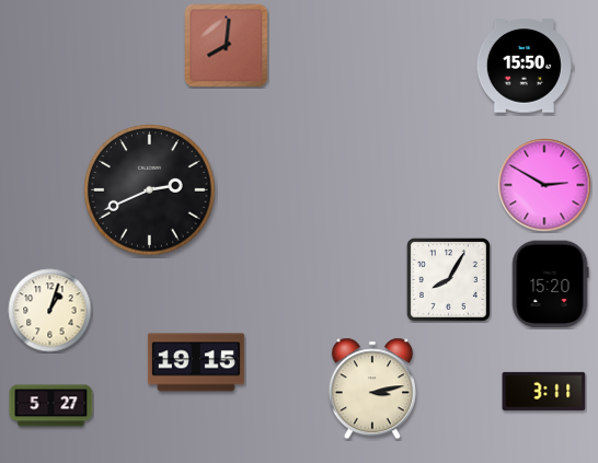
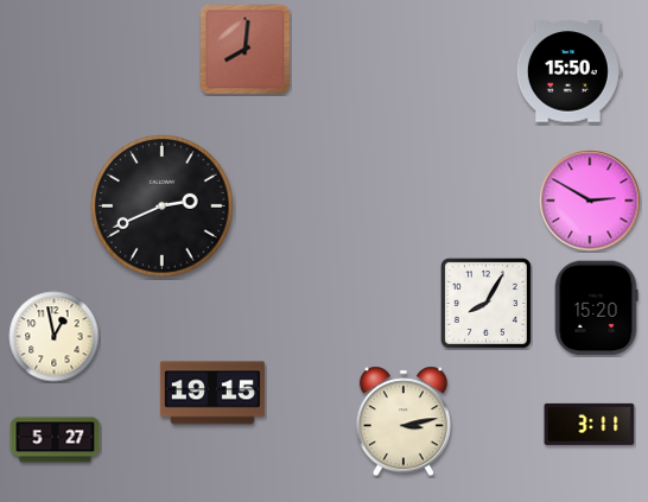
clock at (50, 311): 1:03 -> 12:58
